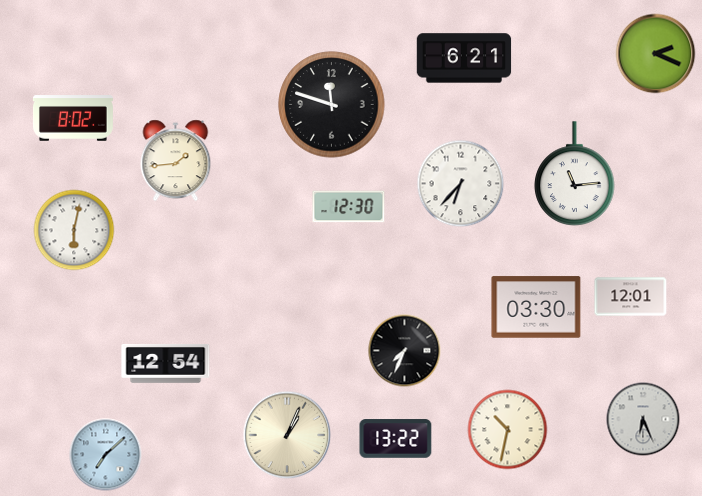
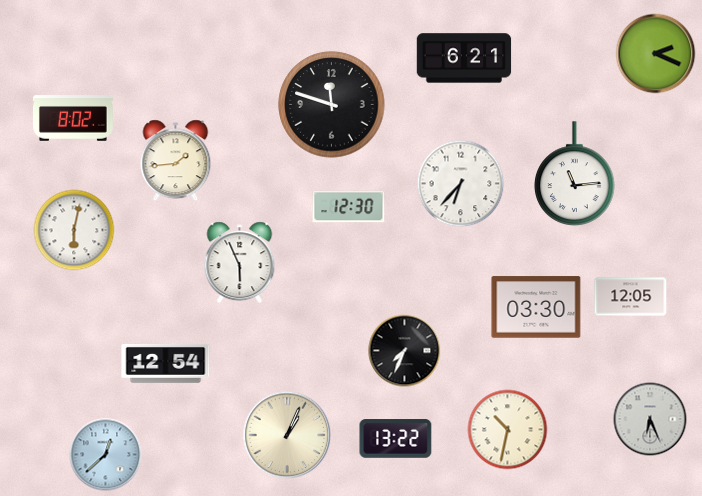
clock at (240, 263): none -> 5:56
clock at (631, 297): 12:01 -> 12:05
clock at (643, 419) position: (643, 419) -> (650, 419)
clock at (106, 455): 7:08 -> 12:38
